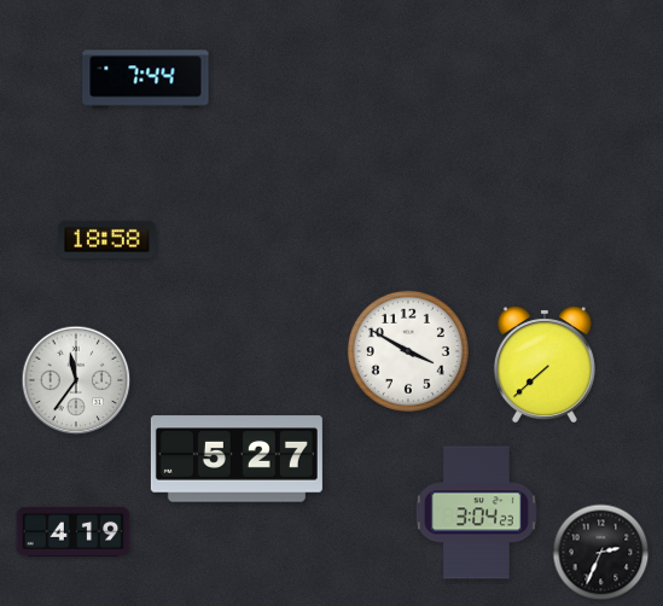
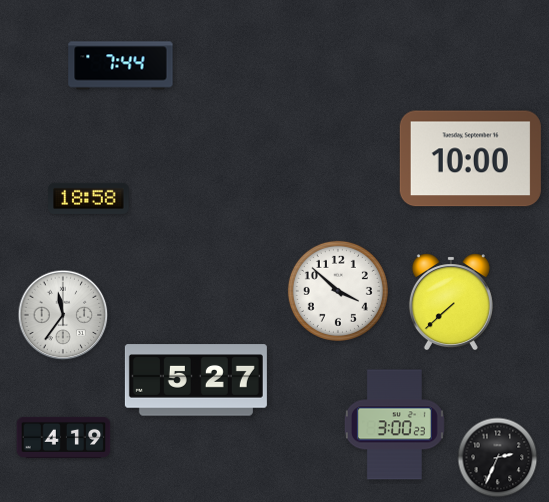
clock at (470, 159): none -> 10:00
clock at (408, 351): 3:50 -> 3:52
clock at (476, 513): 3:04 -> 3:00
clock at (74, 531) position: (74, 531) -> (64, 437)
